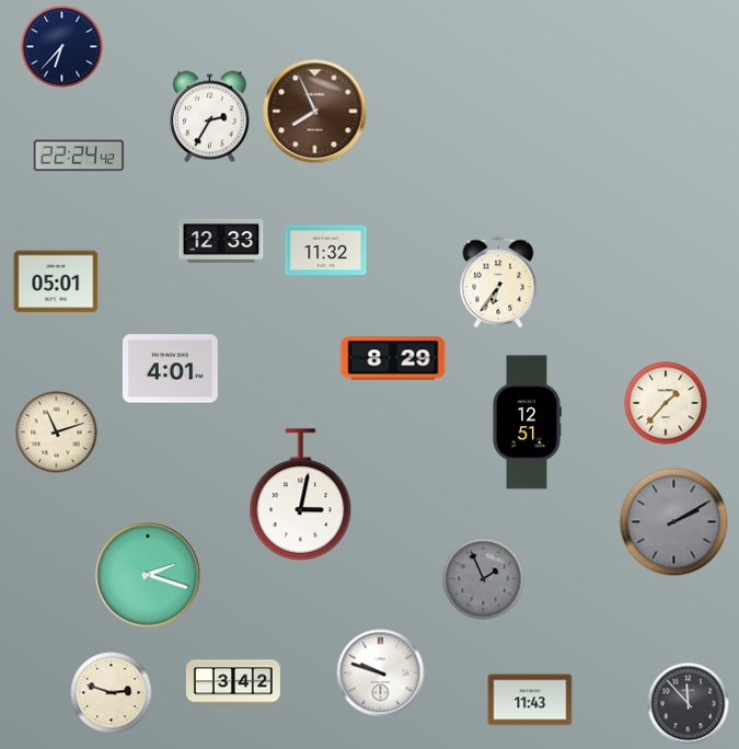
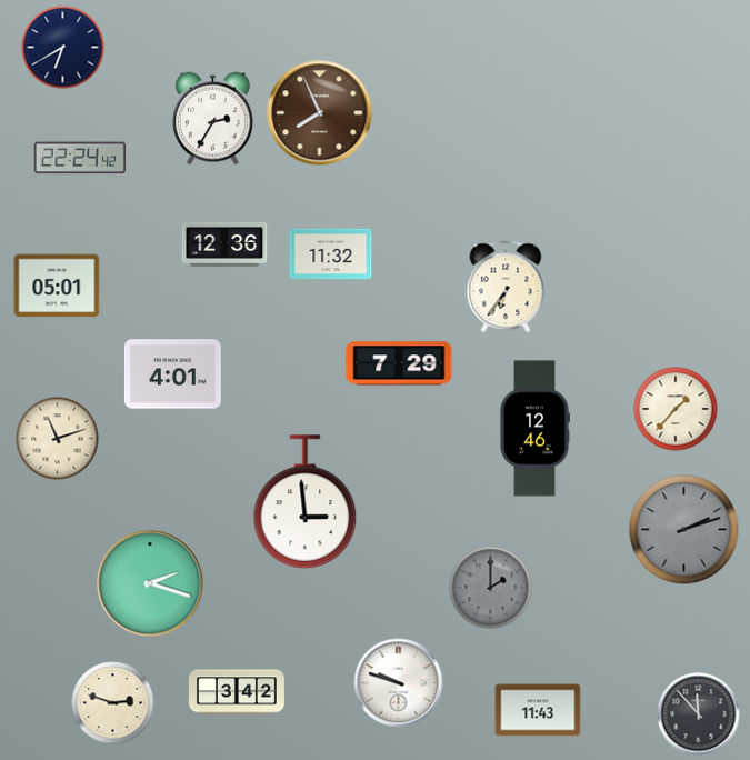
clock at (62, 47): 6:37 -> 6:40
clock at (221, 241): 12:33 -> 12:36
clock at (393, 358): 8:29 -> 7:29
clock at (528, 423): 12:51 -> 12:46
clock at (301, 495): 3:02 -> 2:59
clock at (674, 522): 2:10 -> 2:12
clock at (484, 579): 1:56 -> 2:00
clock at (381, 673) position: (381, 673) -> (399, 683)
